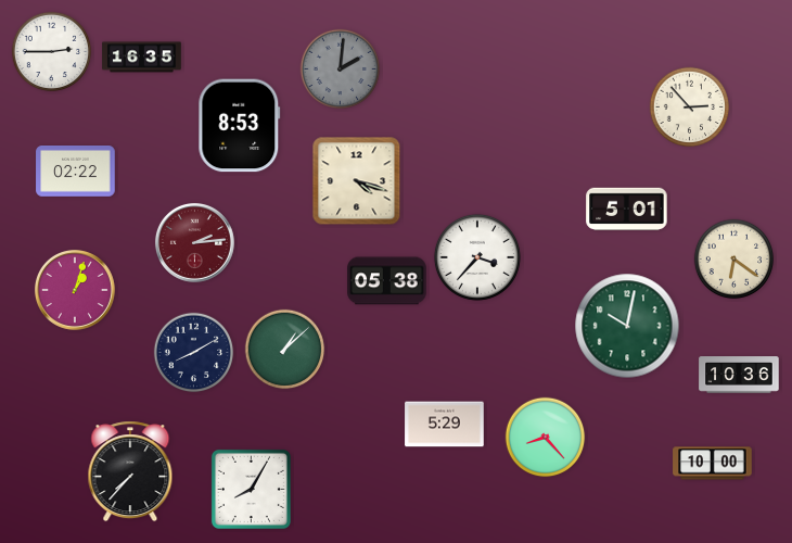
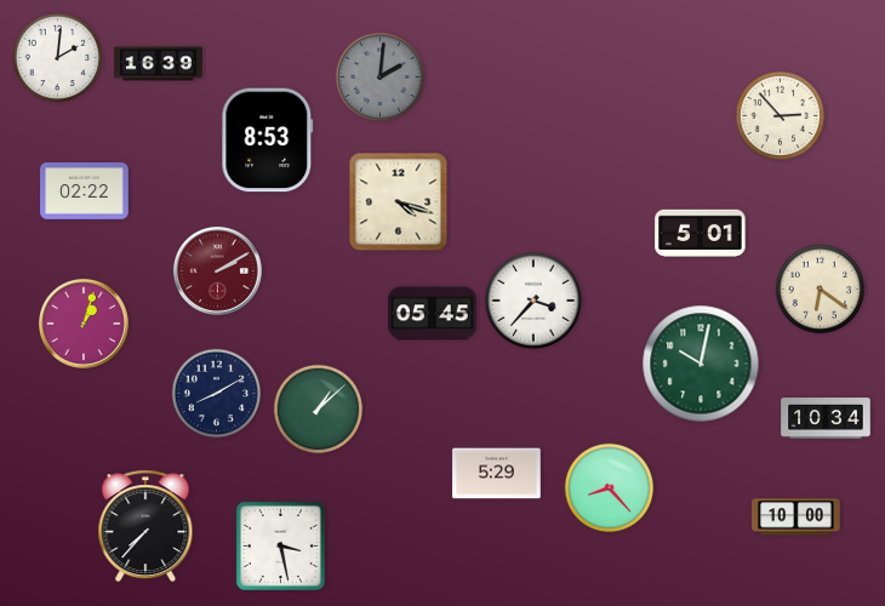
clock at (52, 52): 2:45 -> 2:01
clock at (142, 58): 16:35 -> 16:39
clock at (690, 108) position: (690, 108) -> (781, 116)
clock at (194, 242): 2:14 -> 2:10
clock at (477, 257) position: (477, 257) -> (533, 301)
clock at (387, 281): 05:38 -> 05:45
clock at (285, 350) position: (285, 350) -> (319, 410)
clock at (739, 375): 10:36 -> 10:34
clock at (251, 489): 8:05 -> 3:28
